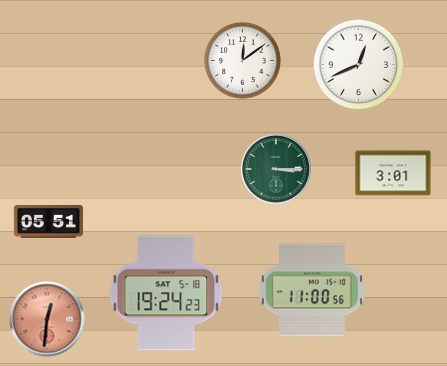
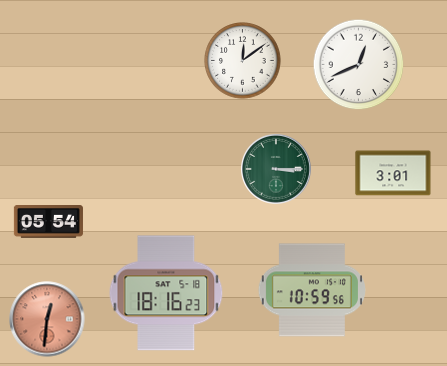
clock at (48, 222): 05:51 -> 05:54
clock at (312, 290): 11:00 -> 10:59
clock at (166, 293): 19:24 -> 18:16
